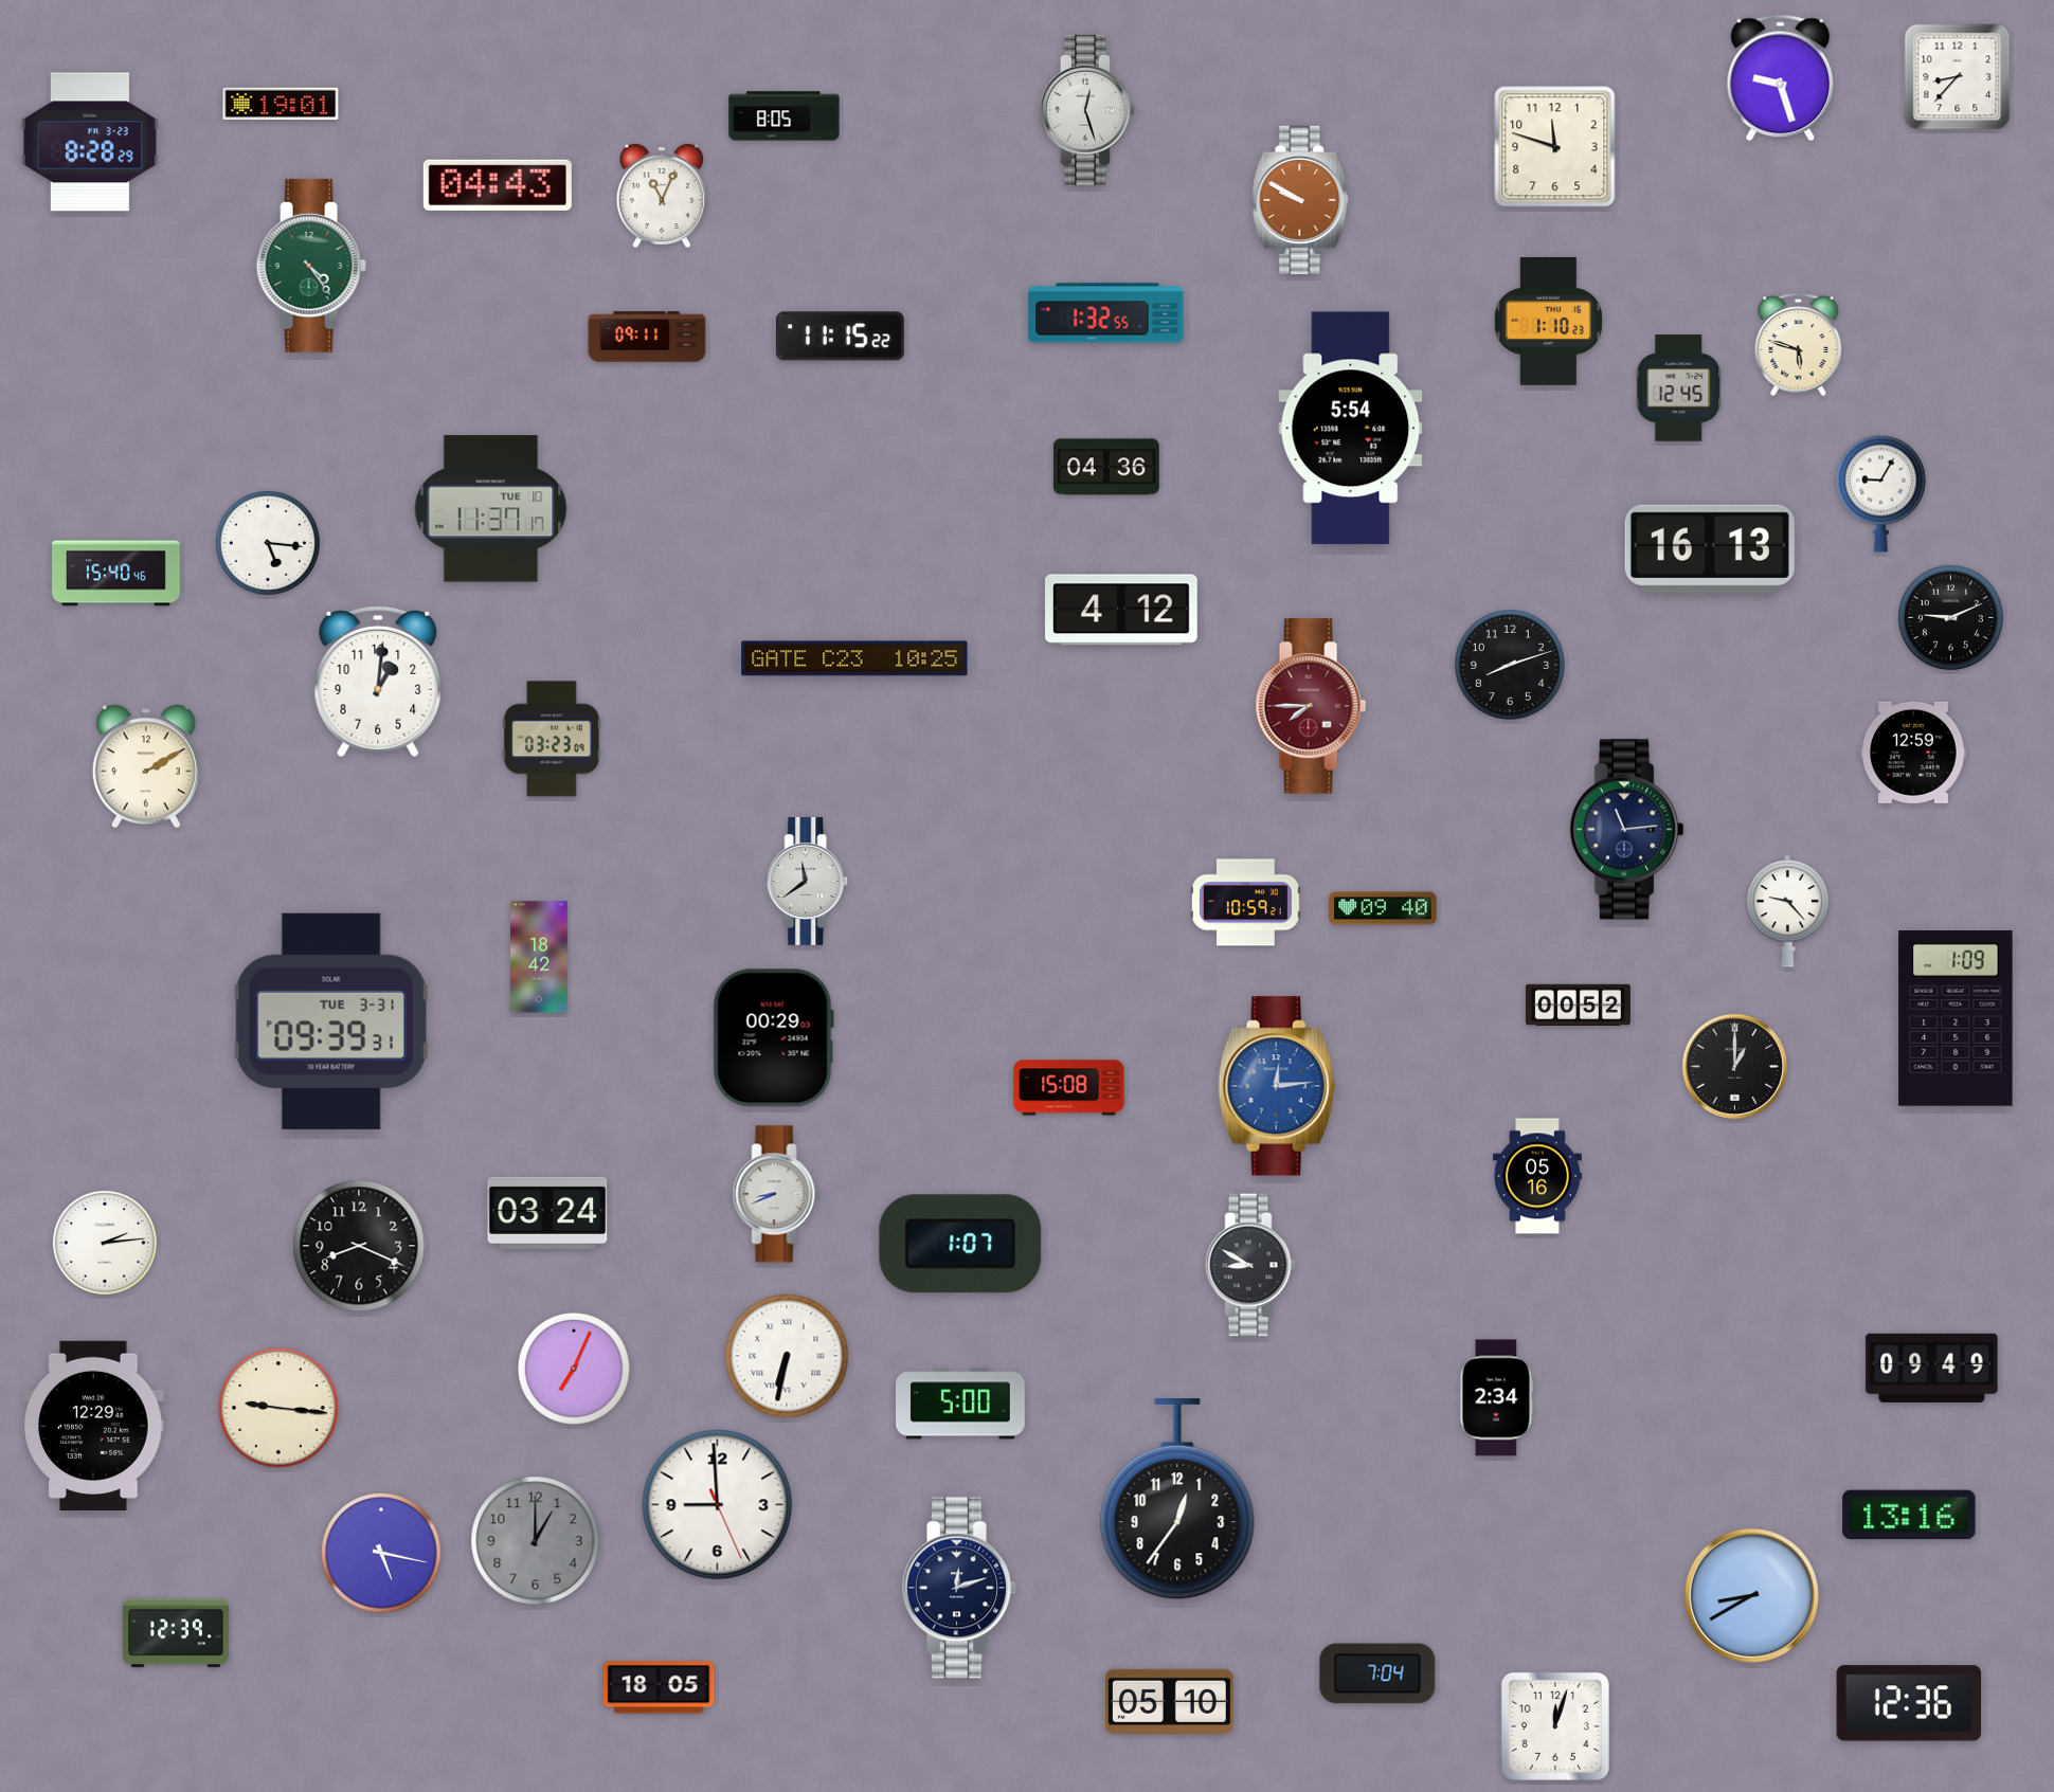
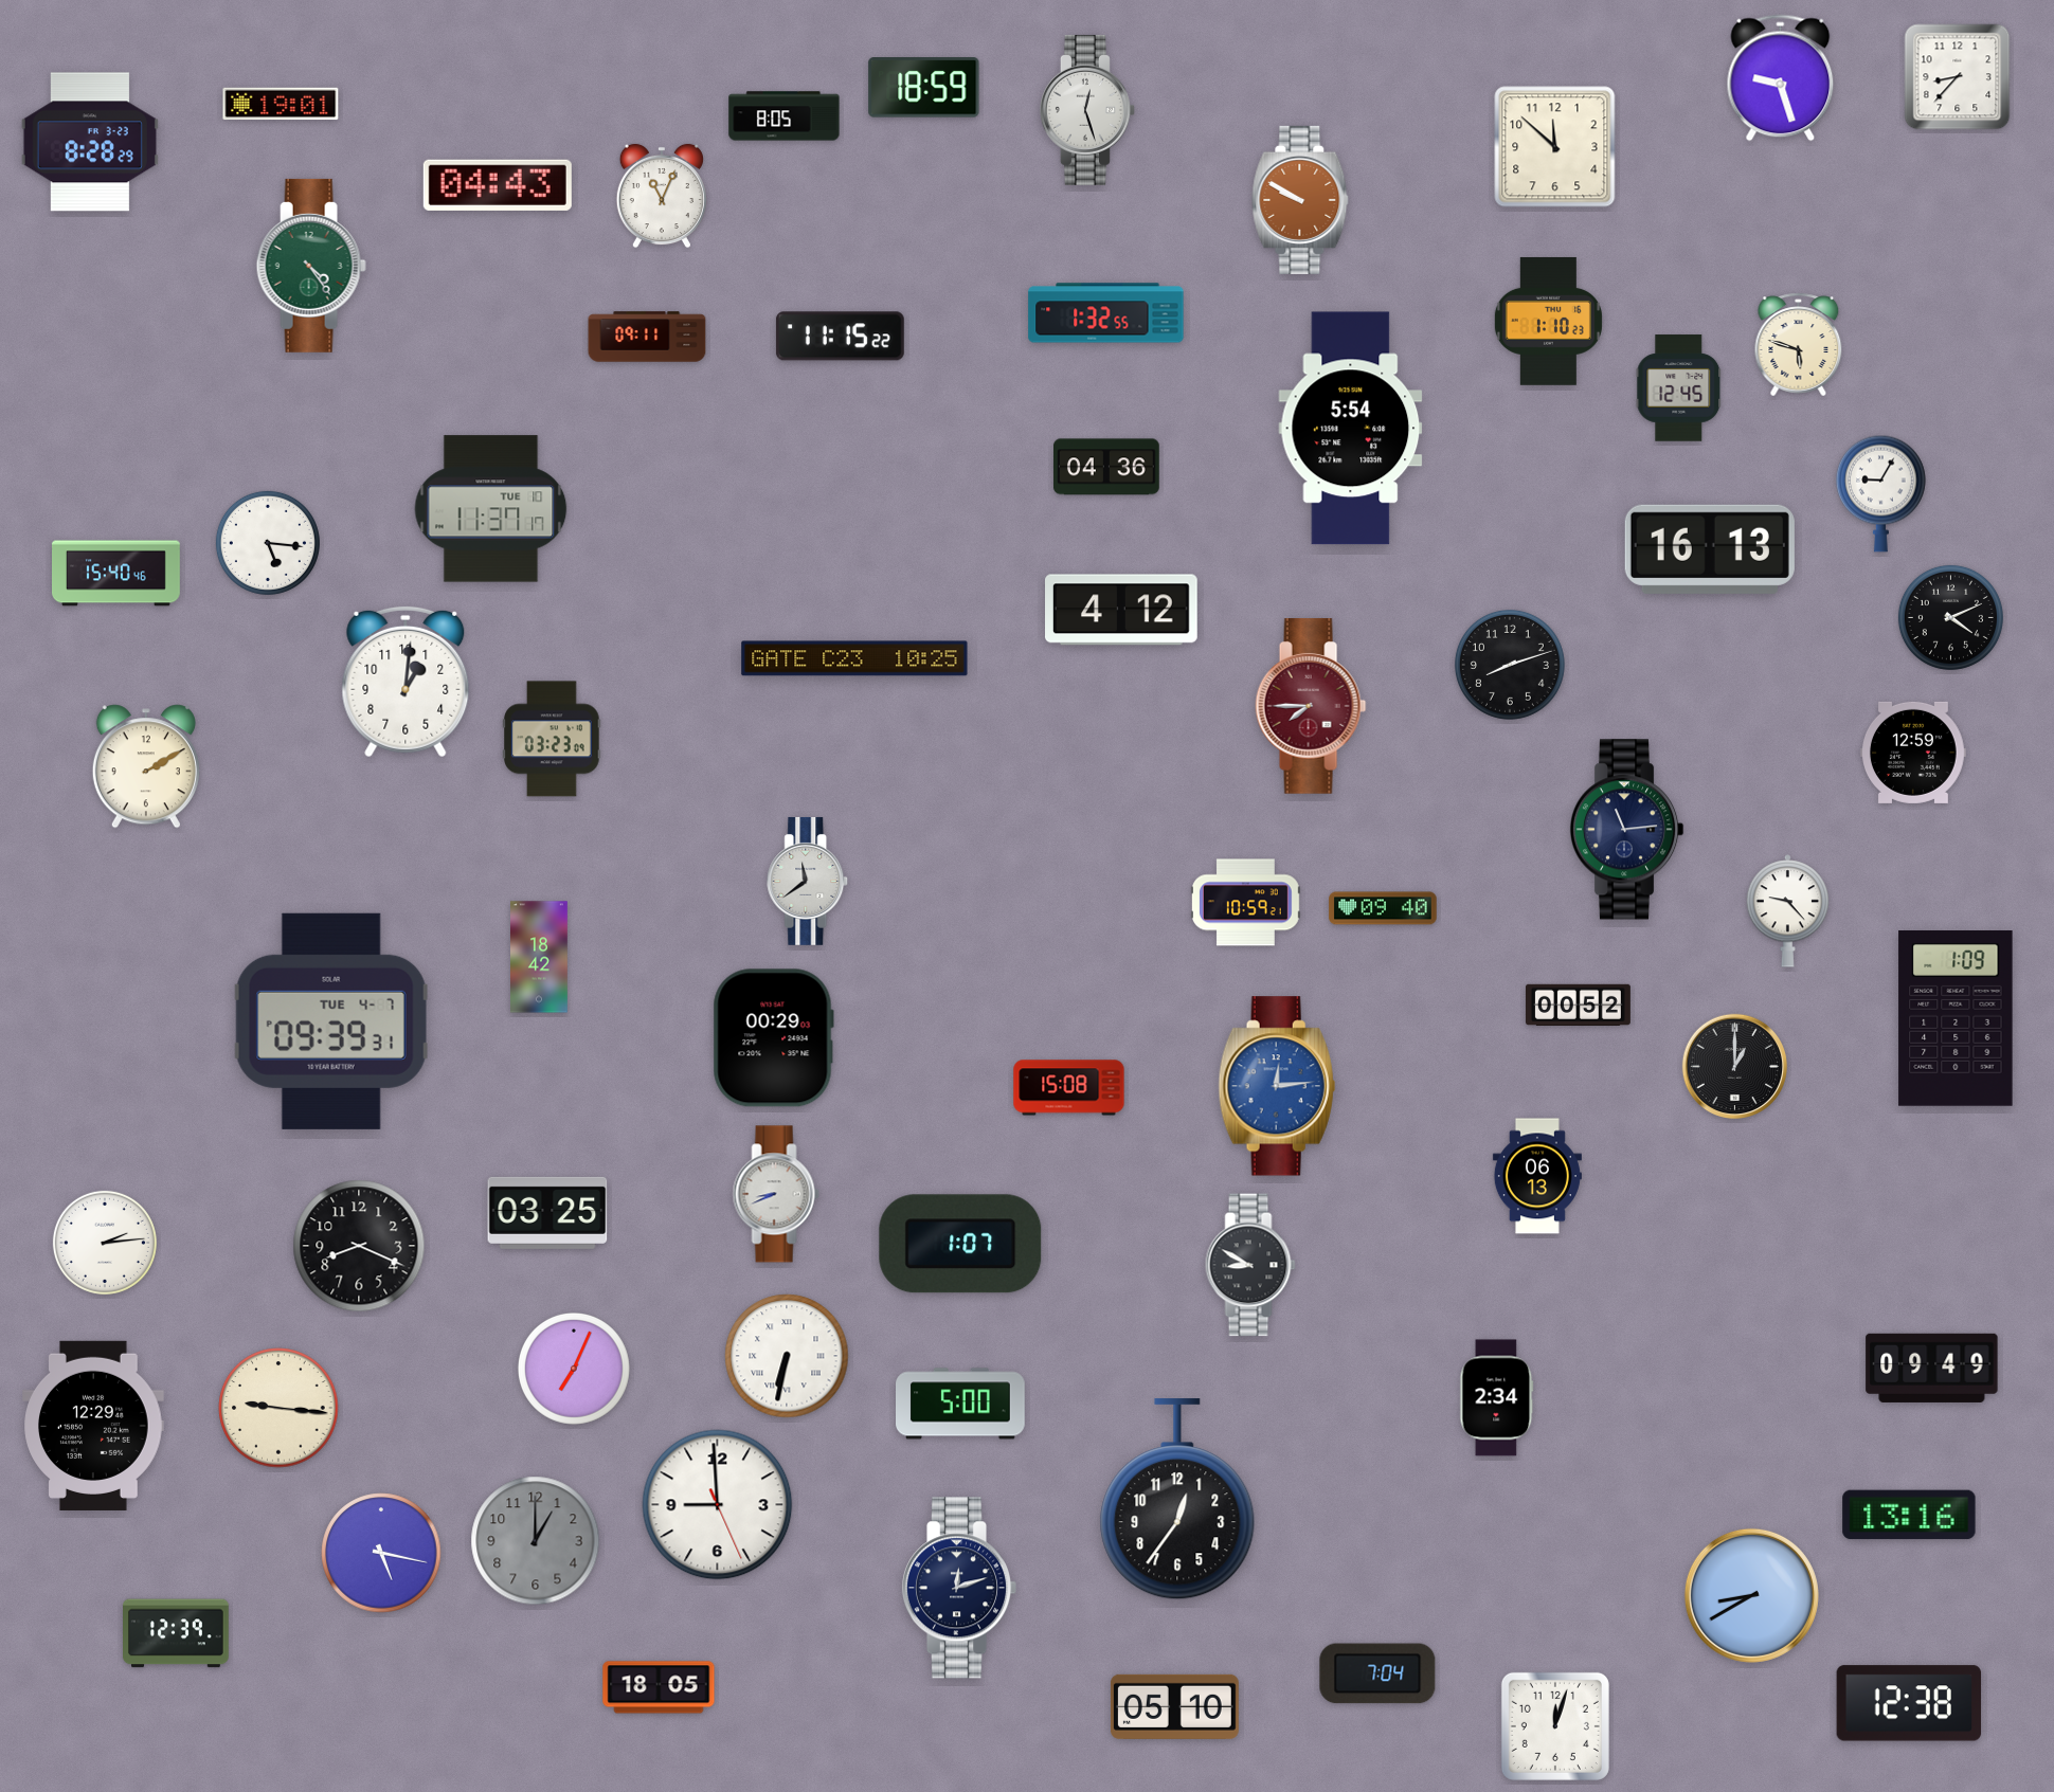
clock at (924, 88): none -> 18:59
clock at (1555, 147): 11:48 -> 11:52
clock at (1950, 617): 9:11 -> 4:11
clock at (378, 682) position: (378, 682) -> (406, 682)
clock at (331, 1021) date: TUE 3-31 -> TUE 4-7
clock at (1537, 1176): 05:16 -> 06:13
clock at (547, 1213): 03:24 -> 03:25
clock at (1169, 1701) position: (1169, 1701) -> (1174, 1706)
clock at (1909, 1703): 12:36 -> 12:38
